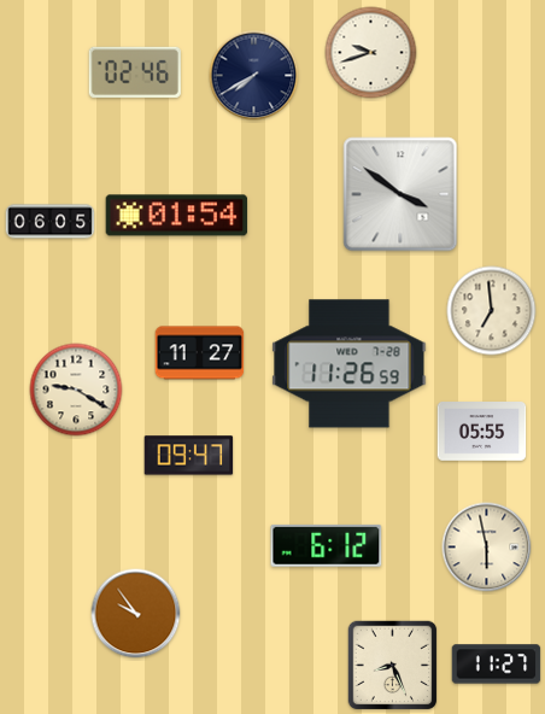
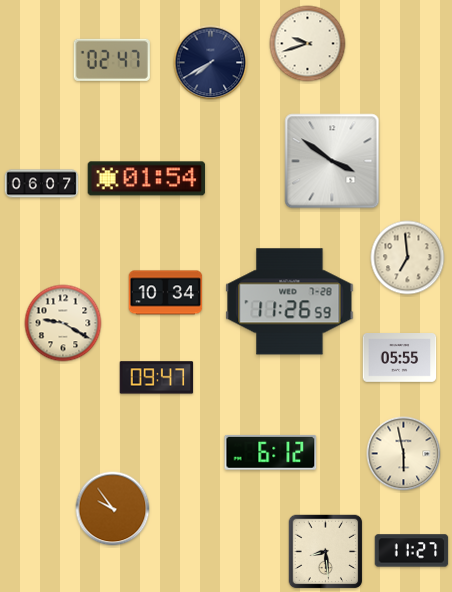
clock at (135, 72): 02:46 -> 02:47
clock at (51, 222): 06:05 -> 06:07
clock at (200, 353): 11:27 -> 10:34
clock at (393, 666): 8:26 -> 8:29
